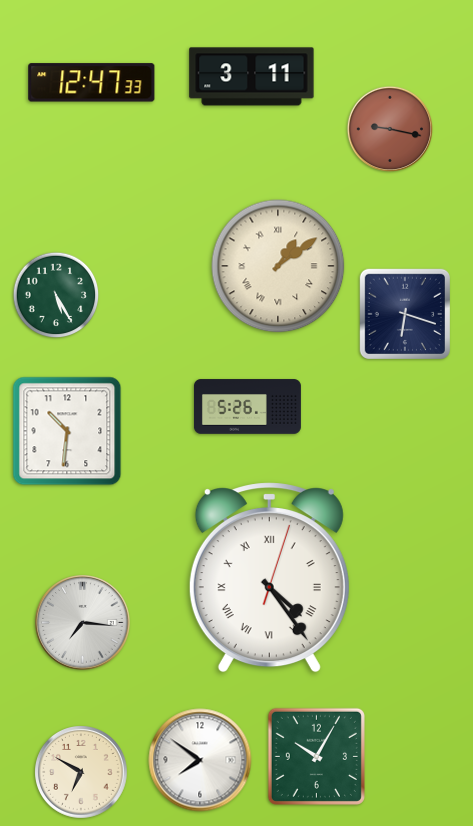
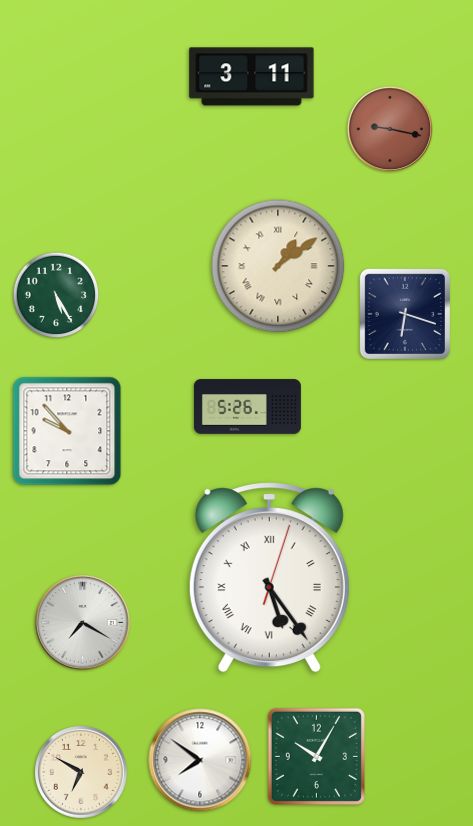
clock at (92, 83): 12:47 -> none
clock at (67, 431): 10:31 -> 9:53
clock at (269, 578): 4:24 -> 5:24
clock at (83, 623): 7:16 -> 7:20
